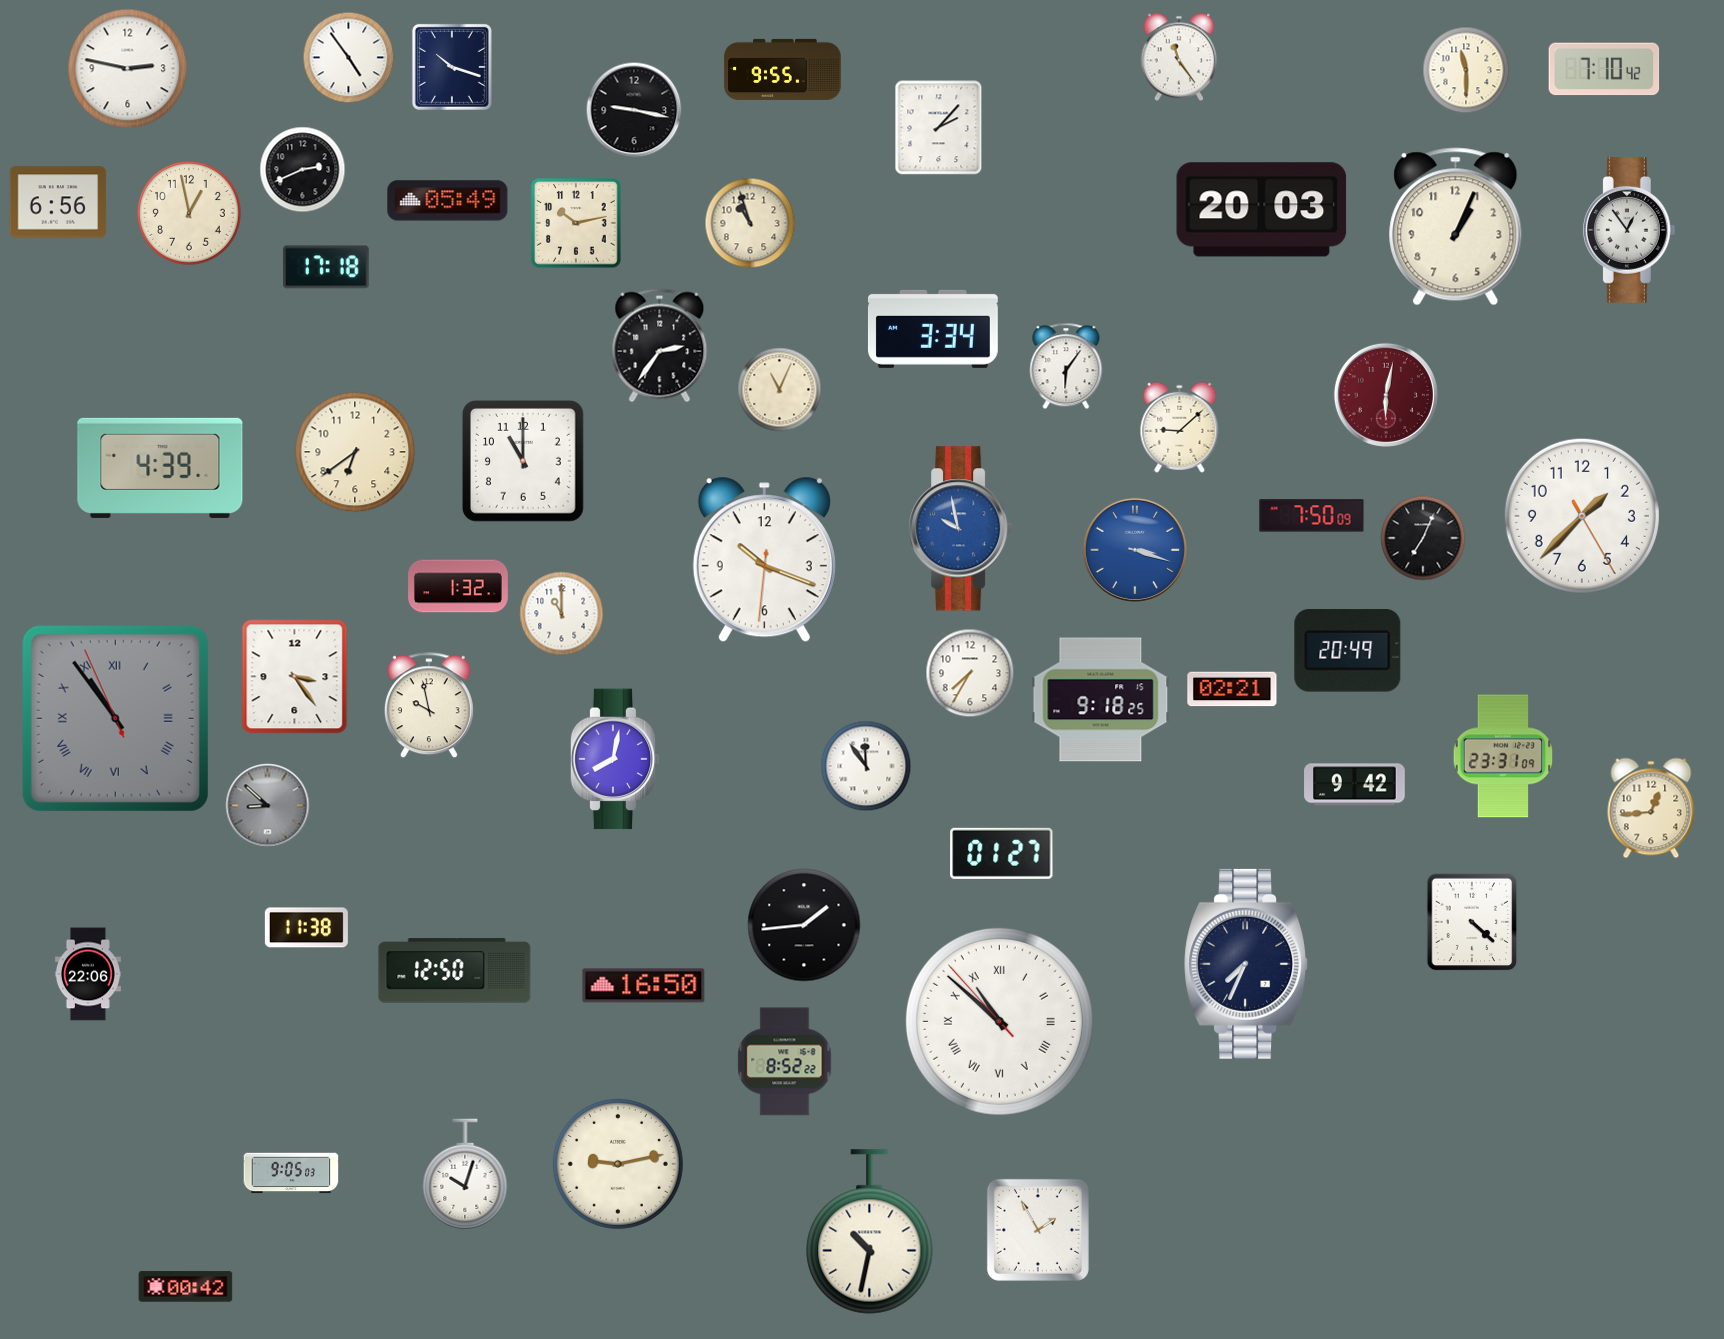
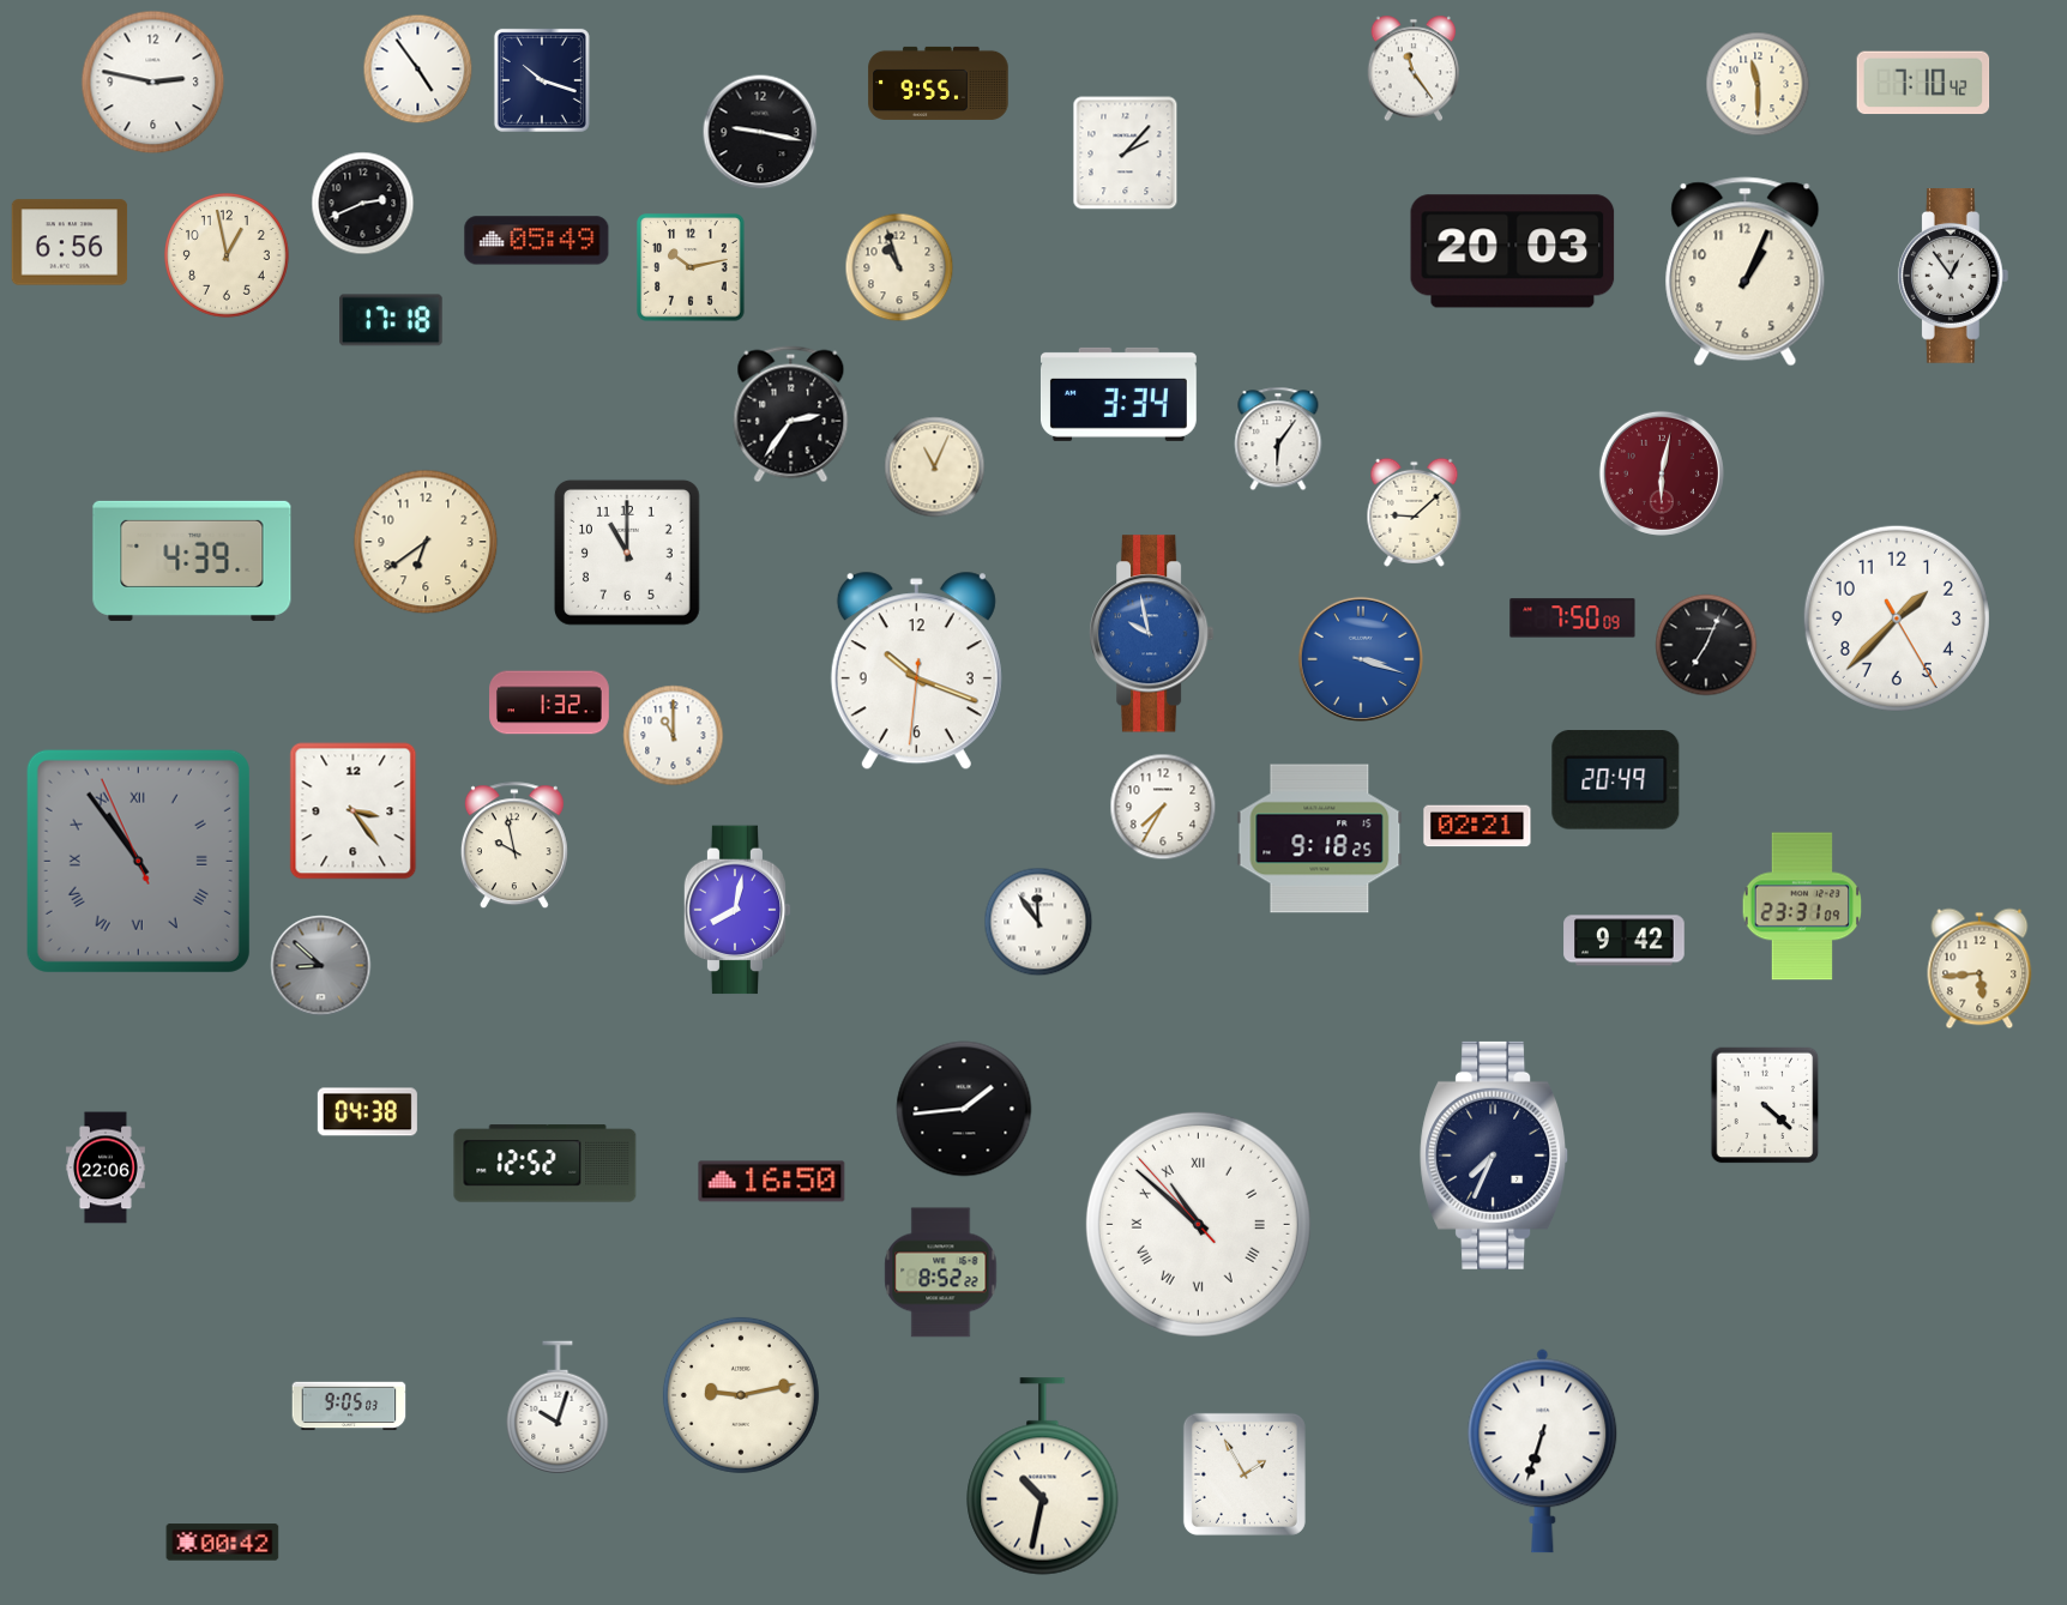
clock at (866, 766) position: (866, 766) -> (1038, 922)
clock at (1651, 808): 12:44 -> 5:44
clock at (1002, 853): 01:27 -> none
clock at (306, 928): 11:38 -> 04:38
clock at (455, 971): 12:50 -> 12:52
clock at (1543, 1452): none -> 6:33
